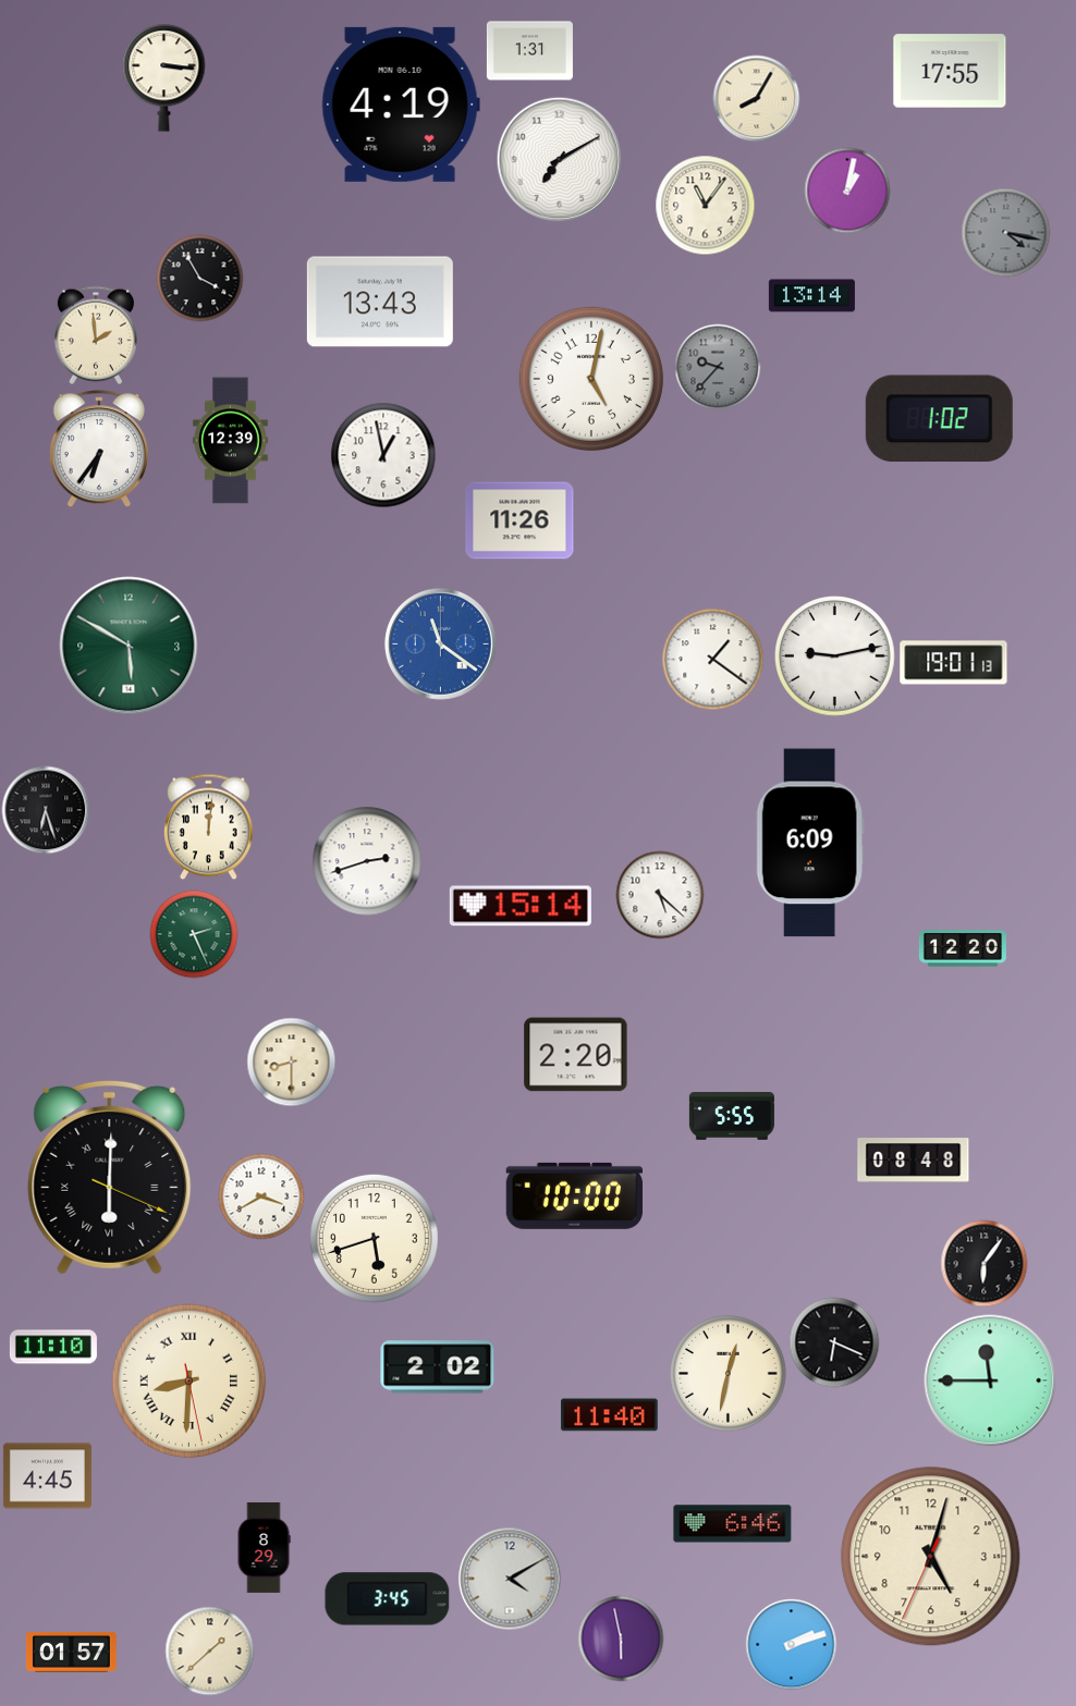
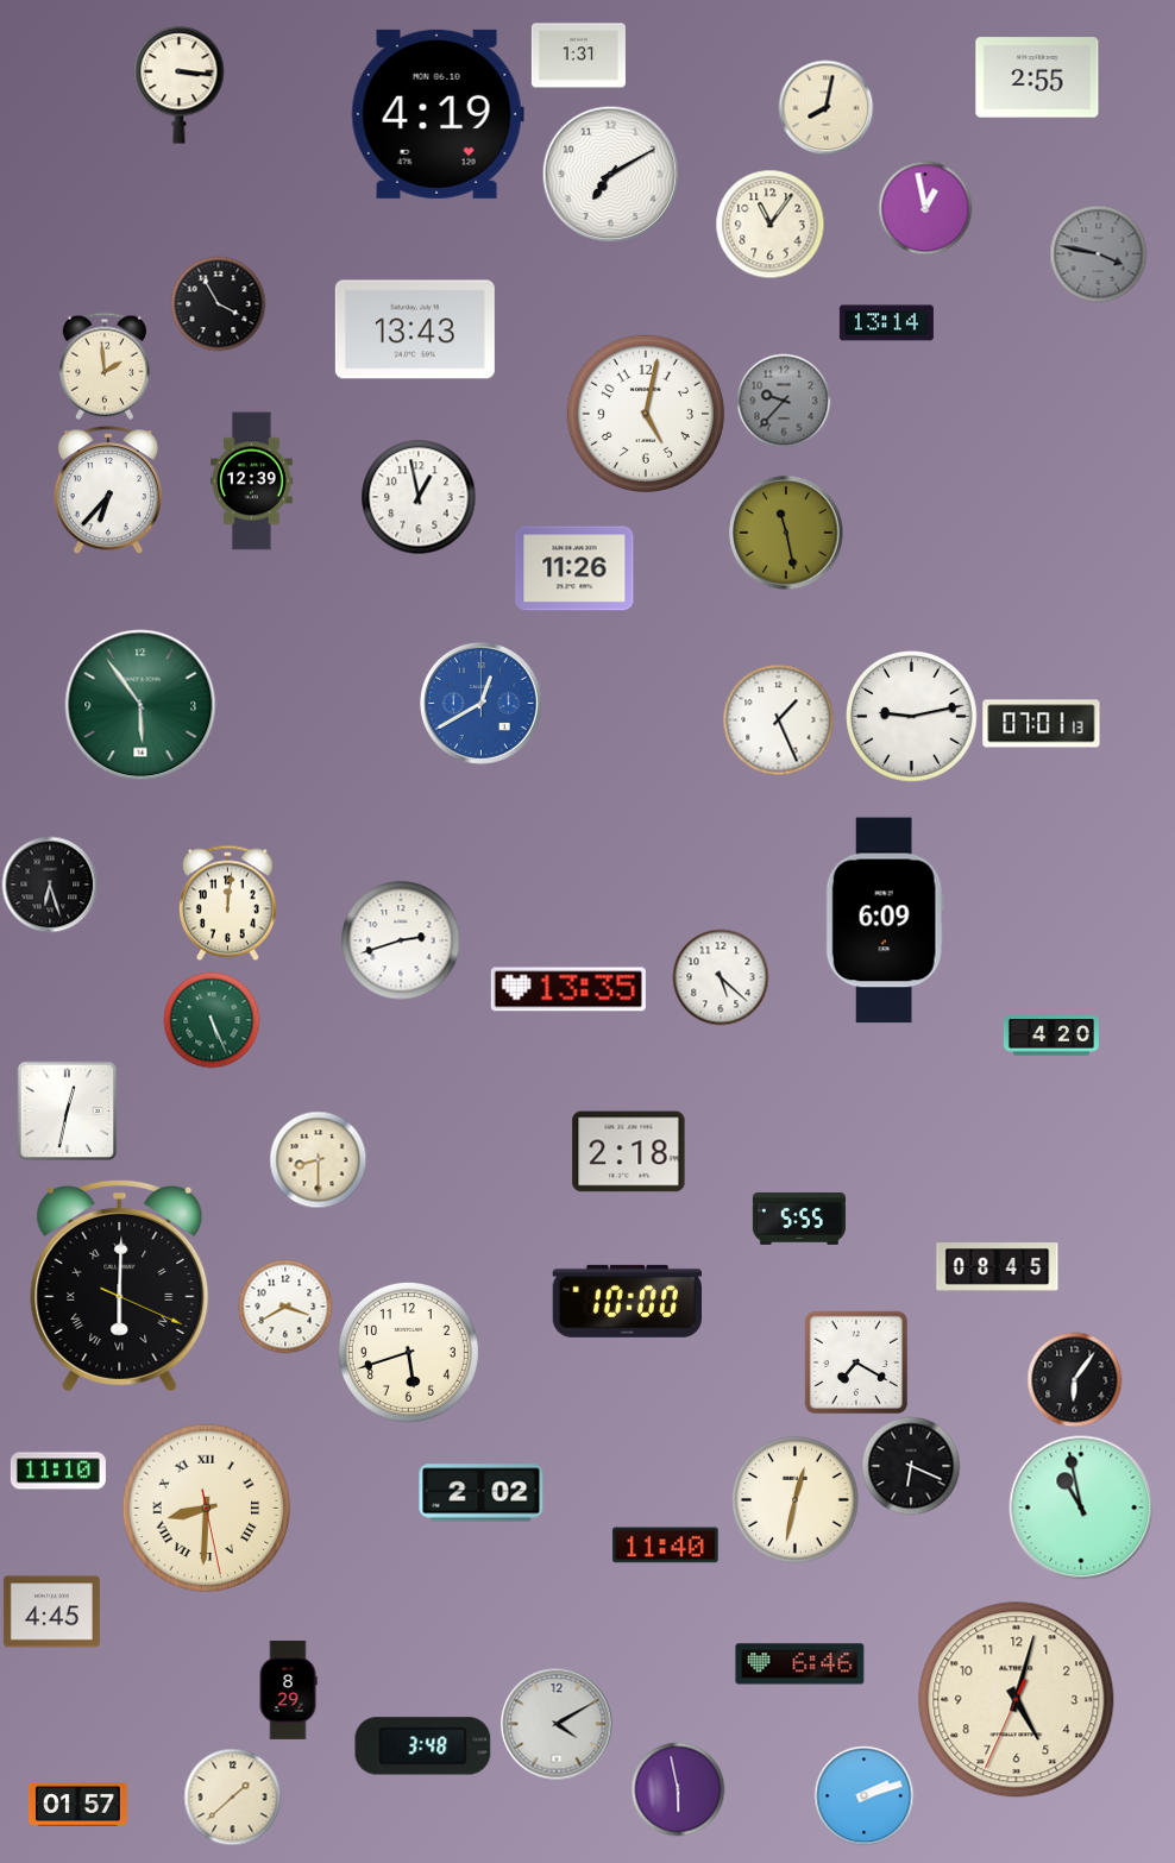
clock at (950, 71): 17:55 -> 2:55
clock at (756, 98): 8:05 -> 8:02
clock at (847, 191): 1:02 -> 12:58
clock at (1005, 232): 4:17 -> 3:47
clock at (939, 418): 1:02 -> none
clock at (99, 449): 6:36 -> 6:37
clock at (786, 533): none -> 11:28
clock at (519, 520) position: (519, 520) -> (574, 568)
clock at (440, 643): 11:21 -> 12:40
clock at (129, 646): 5:50 -> 5:54
clock at (712, 659): 1:21 -> 1:26
clock at (954, 663): 19:01 -> 07:01
clock at (521, 906): 15:14 -> 13:35
clock at (194, 934): 2:26 -> 5:26
clock at (963, 948): 12:20 -> 4:20
clock at (67, 1110): none -> 12:32
clock at (576, 1055): 2:20 -> 2:18
clock at (914, 1161): 08:48 -> 08:45
clock at (574, 1195) position: (574, 1195) -> (627, 1301)
clock at (856, 1362): none -> 7:20
clock at (438, 1367) position: (438, 1367) -> (482, 1493)
clock at (990, 1380): 11:45 -> 10:58
clock at (388, 1599): 3:45 -> 3:48
clock at (209, 1650) position: (209, 1650) -> (232, 1796)
